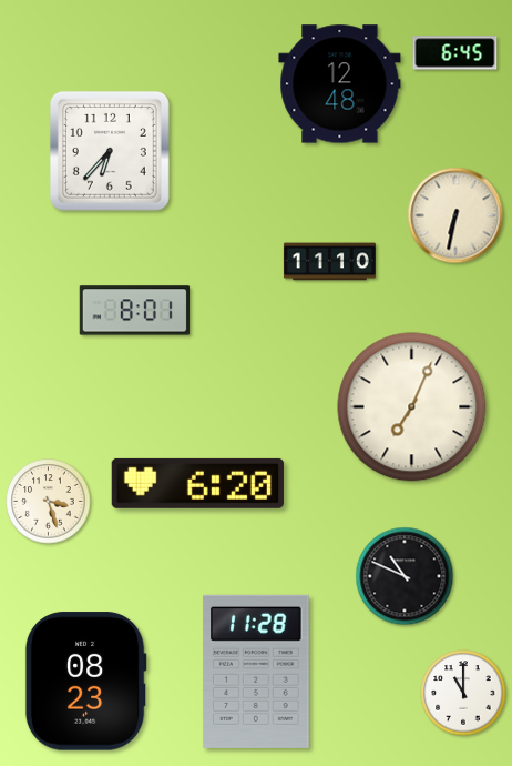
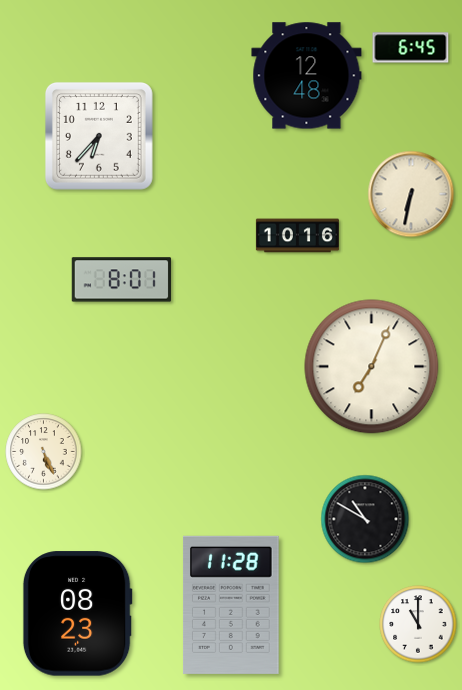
clock at (329, 262): 11:10 -> 10:16
clock at (197, 483): 6:20 -> none
clock at (49, 502): 3:27 -> 5:26
clock at (405, 576): 10:49 -> 10:50
